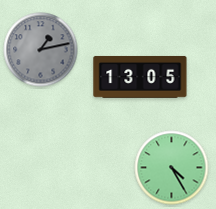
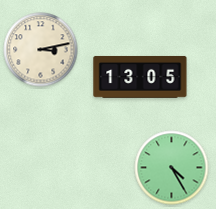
clock at (41, 50): 1:13 -> 3:13
clock at (41, 50) dial: grey -> cream
